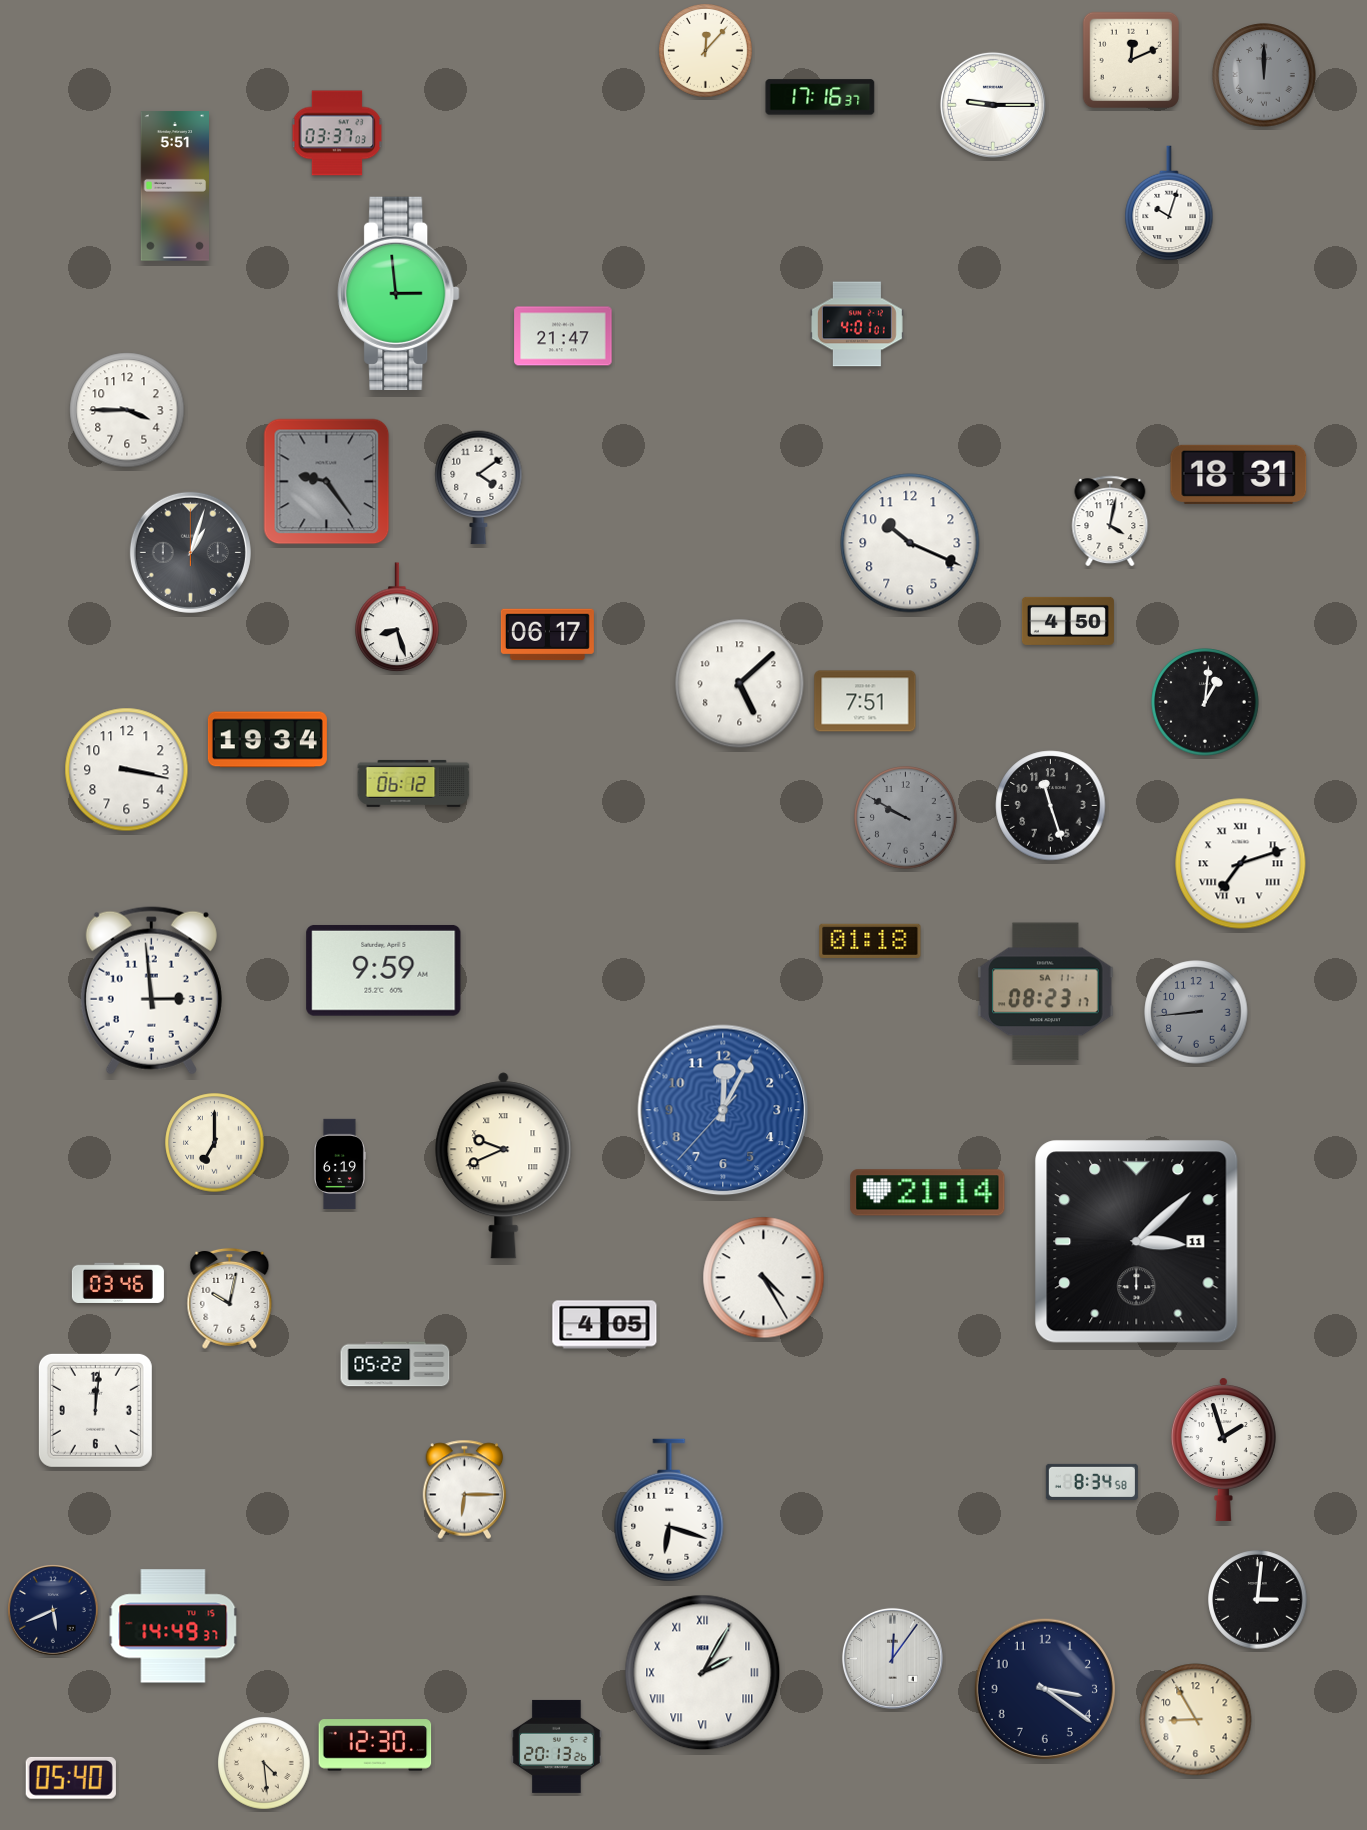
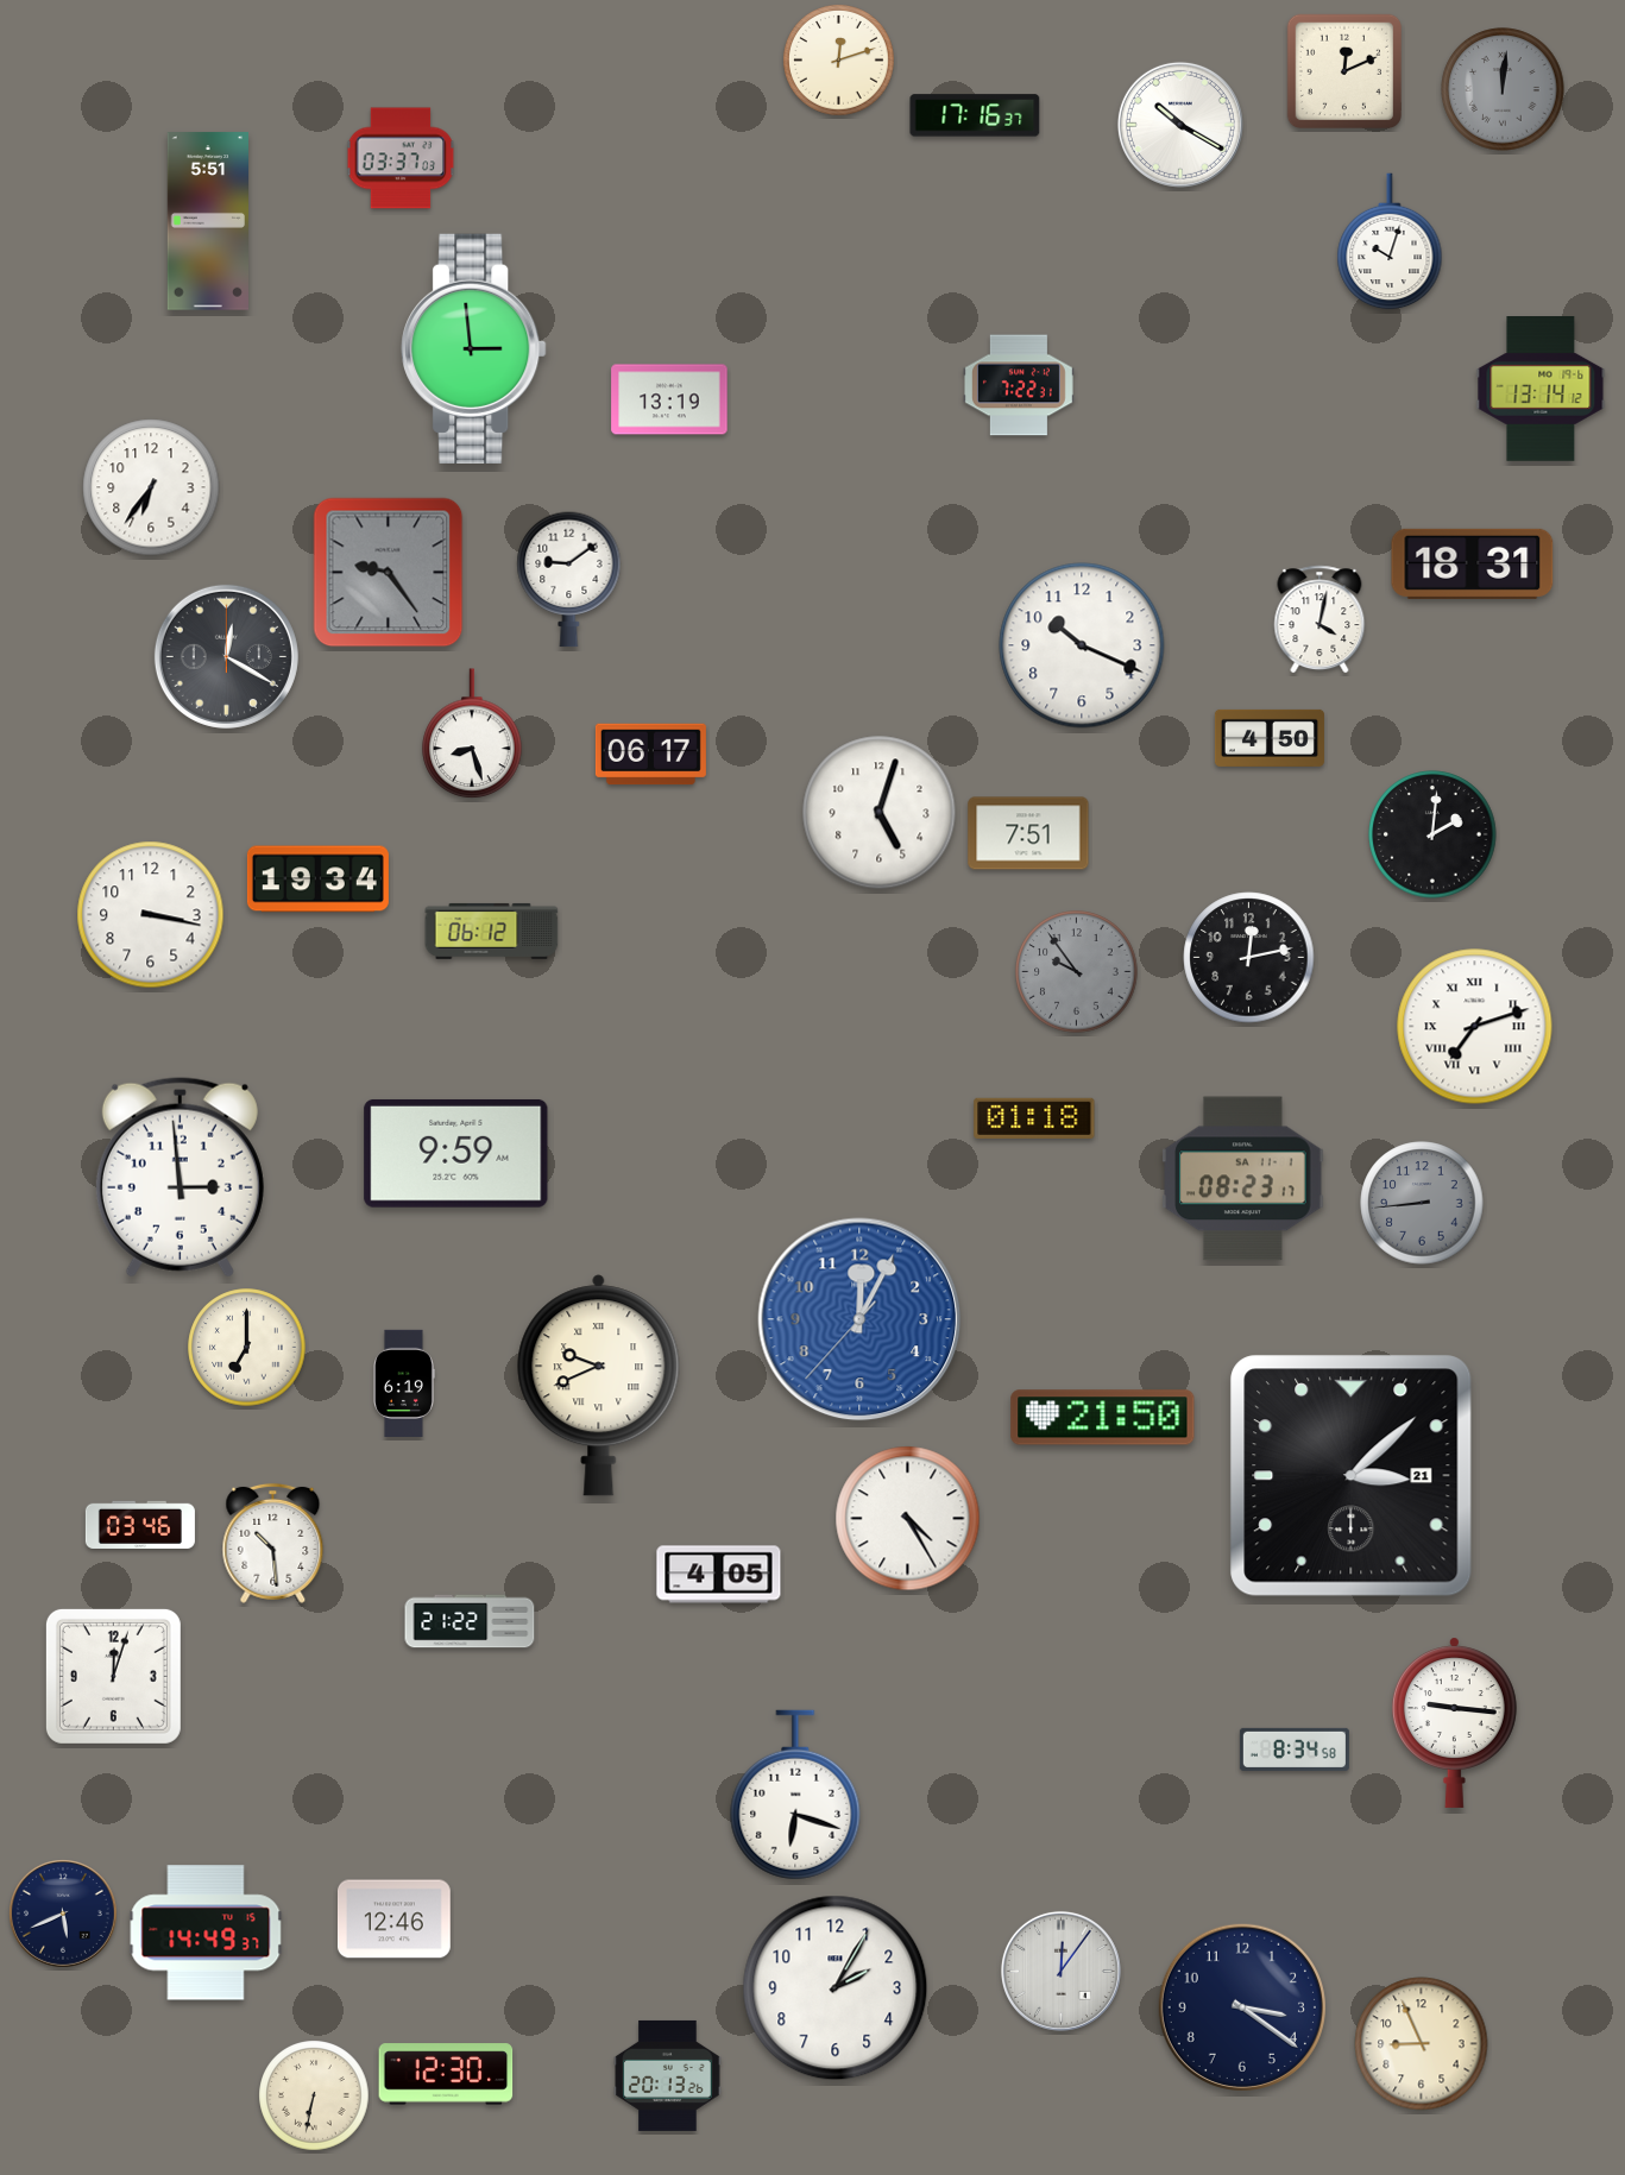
clock at (706, 51): 12:07 -> 12:12
clock at (1264, 75): 12:00 -> 12:01
clock at (993, 105): 9:15 -> 10:20
clock at (857, 324): 4:01 -> 7:22
clock at (1541, 390): none -> 13:14
clock at (563, 336): 21:47 -> 13:19
clock at (127, 410): 3:45 -> 6:36
clock at (479, 488): 4:09 -> 9:09
clock at (190, 552): 1:03 -> 12:20
clock at (740, 684): 5:08 -> 5:03
clock at (1205, 702): 1:01 -> 2:01
clock at (1051, 806): 11:27 -> 12:13
clock at (906, 818): 9:50 -> 9:54
clock at (215, 1143) position: (215, 1143) -> (247, 1348)
clock at (928, 1193): 21:14 -> 21:50
clock at (1137, 1242) date: 11 -> 21
clock at (230, 1298): 10:02 -> 10:29
clock at (395, 1364): 05:22 -> 21:22
clock at (95, 1410): 12:01 -> 12:03
clock at (1223, 1449): 1:57 -> 9:16
clock at (1092, 1482) position: (1092, 1482) -> (1295, 1750)
clock at (465, 1490): 6:15 -> none
clock at (1258, 1600): 3:01 -> none
clock at (393, 1919): none -> 12:46
clock at (703, 1673) numerals: Roman -> Arabic
clock at (1196, 1720): 8:55 -> 8:56
clock at (557, 1746) position: (557, 1746) -> (668, 2075)
clock at (264, 1763): 4:29 -> 6:32
clock at (71, 1778): 05:40 -> none
